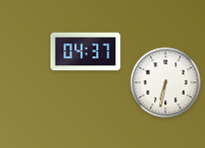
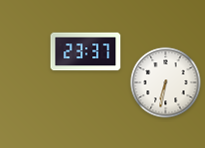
clock at (86, 52): 04:37 -> 23:37
